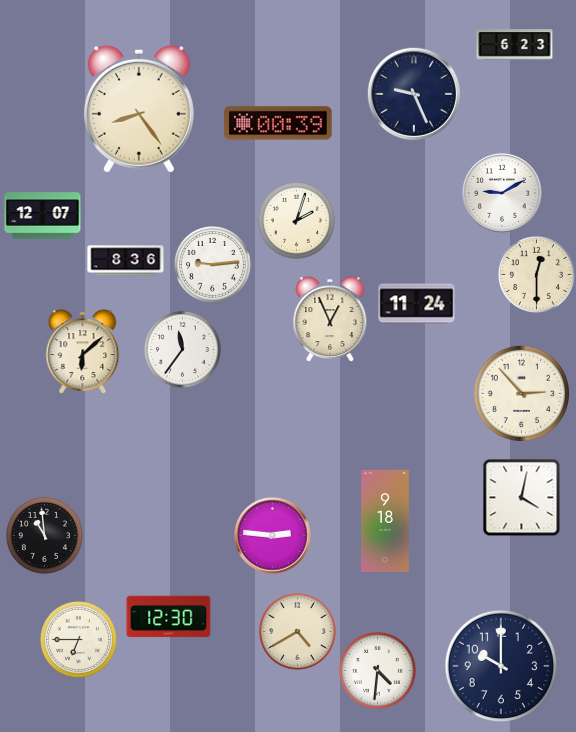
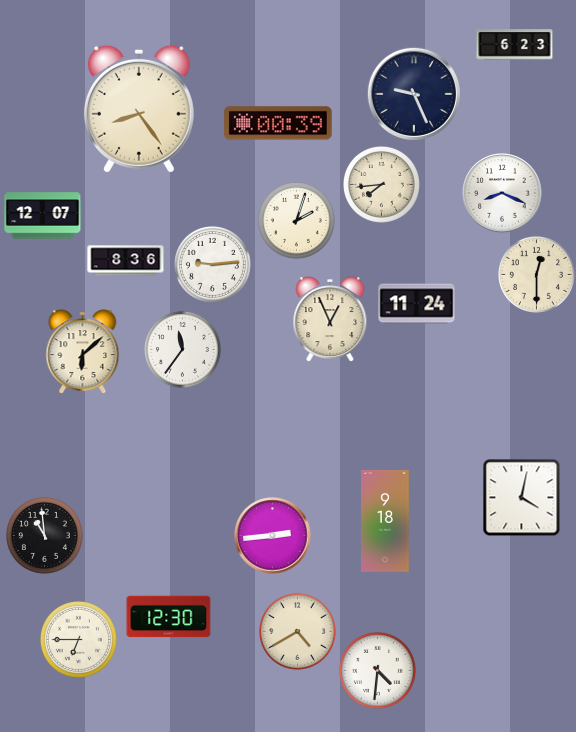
clock at (381, 184): none -> 7:44
clock at (502, 193): 9:10 -> 8:19
clock at (521, 393): 2:53 -> none
clock at (273, 536): 2:46 -> 2:44
clock at (501, 666): 10:00 -> none
